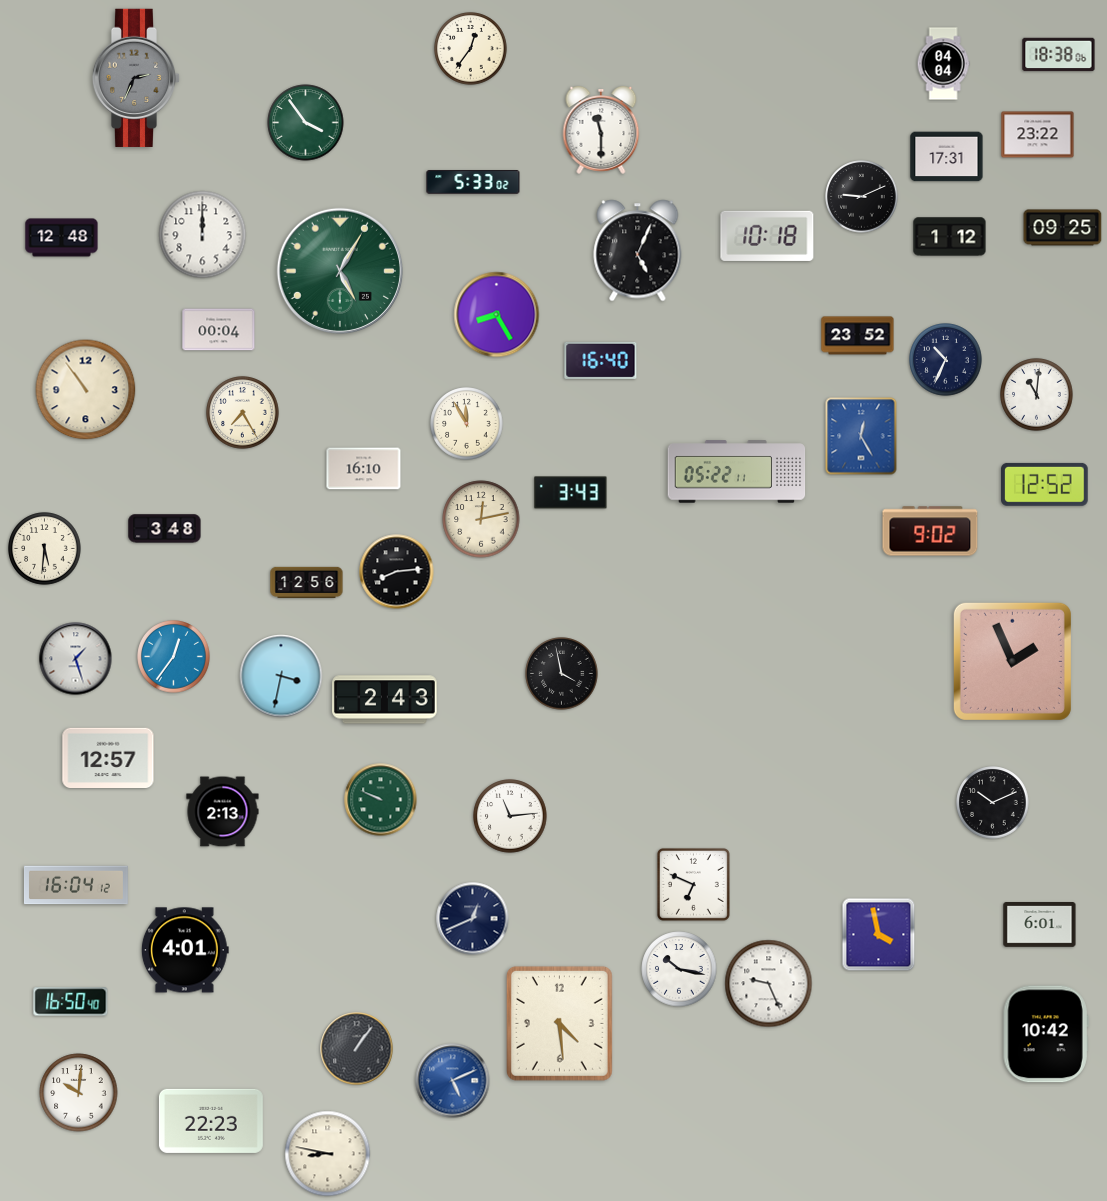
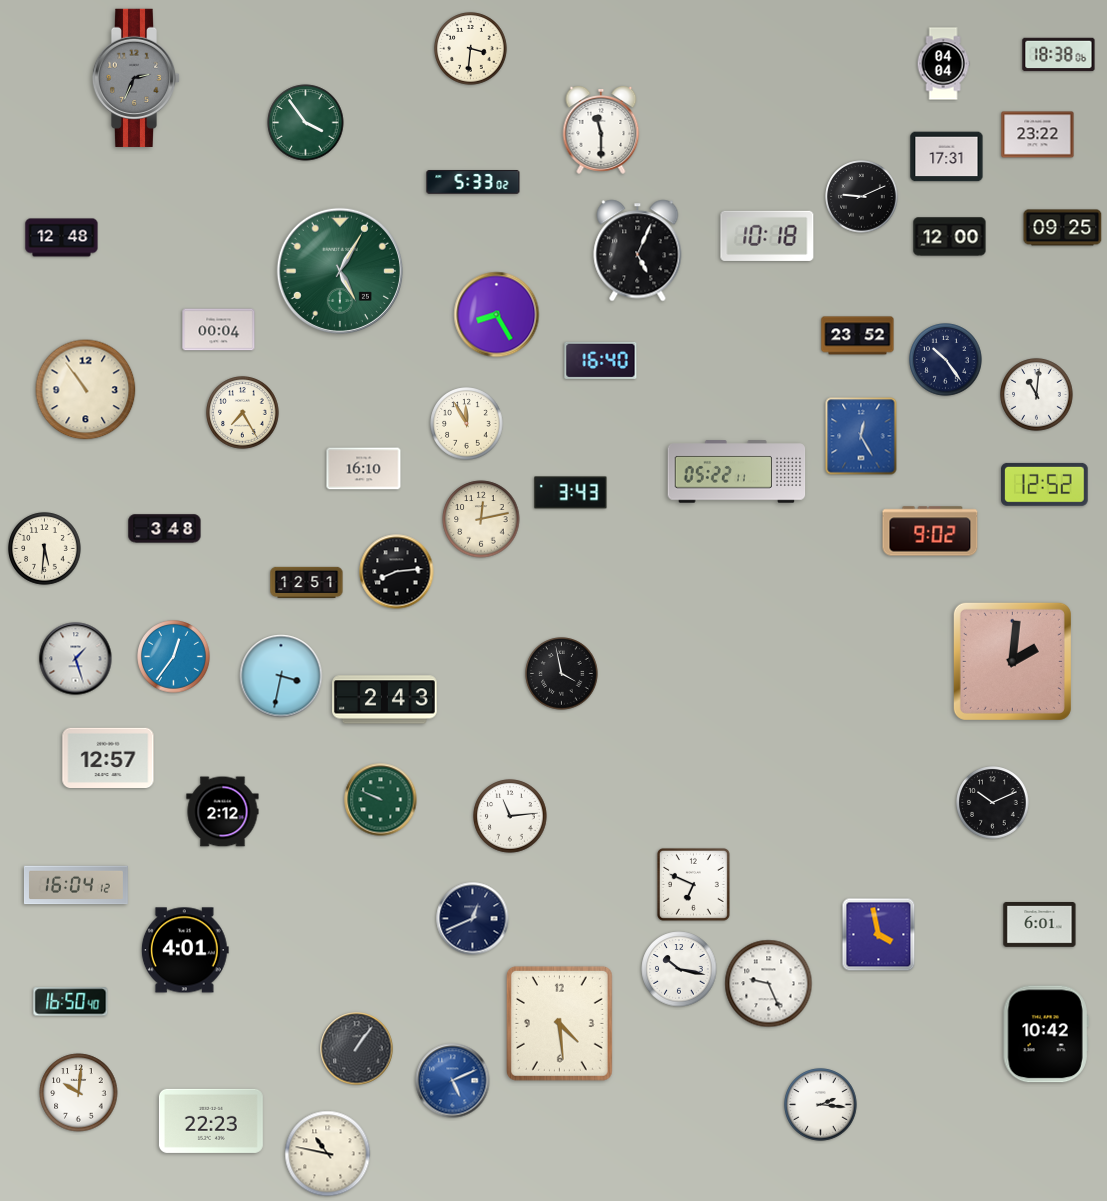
clock at (471, 49): 12:36 -> 3:31
clock at (203, 235): 12:00 -> none
clock at (950, 237): 1:12 -> 12:00
clock at (946, 360): 10:34 -> 10:24
clock at (307, 582): 12:56 -> 12:51
clock at (1012, 661): 1:56 -> 2:01
clock at (223, 812): 2:13 -> 2:12
clock at (821, 1105): none -> 2:16
clock at (328, 1154): 8:47 -> 10:47
